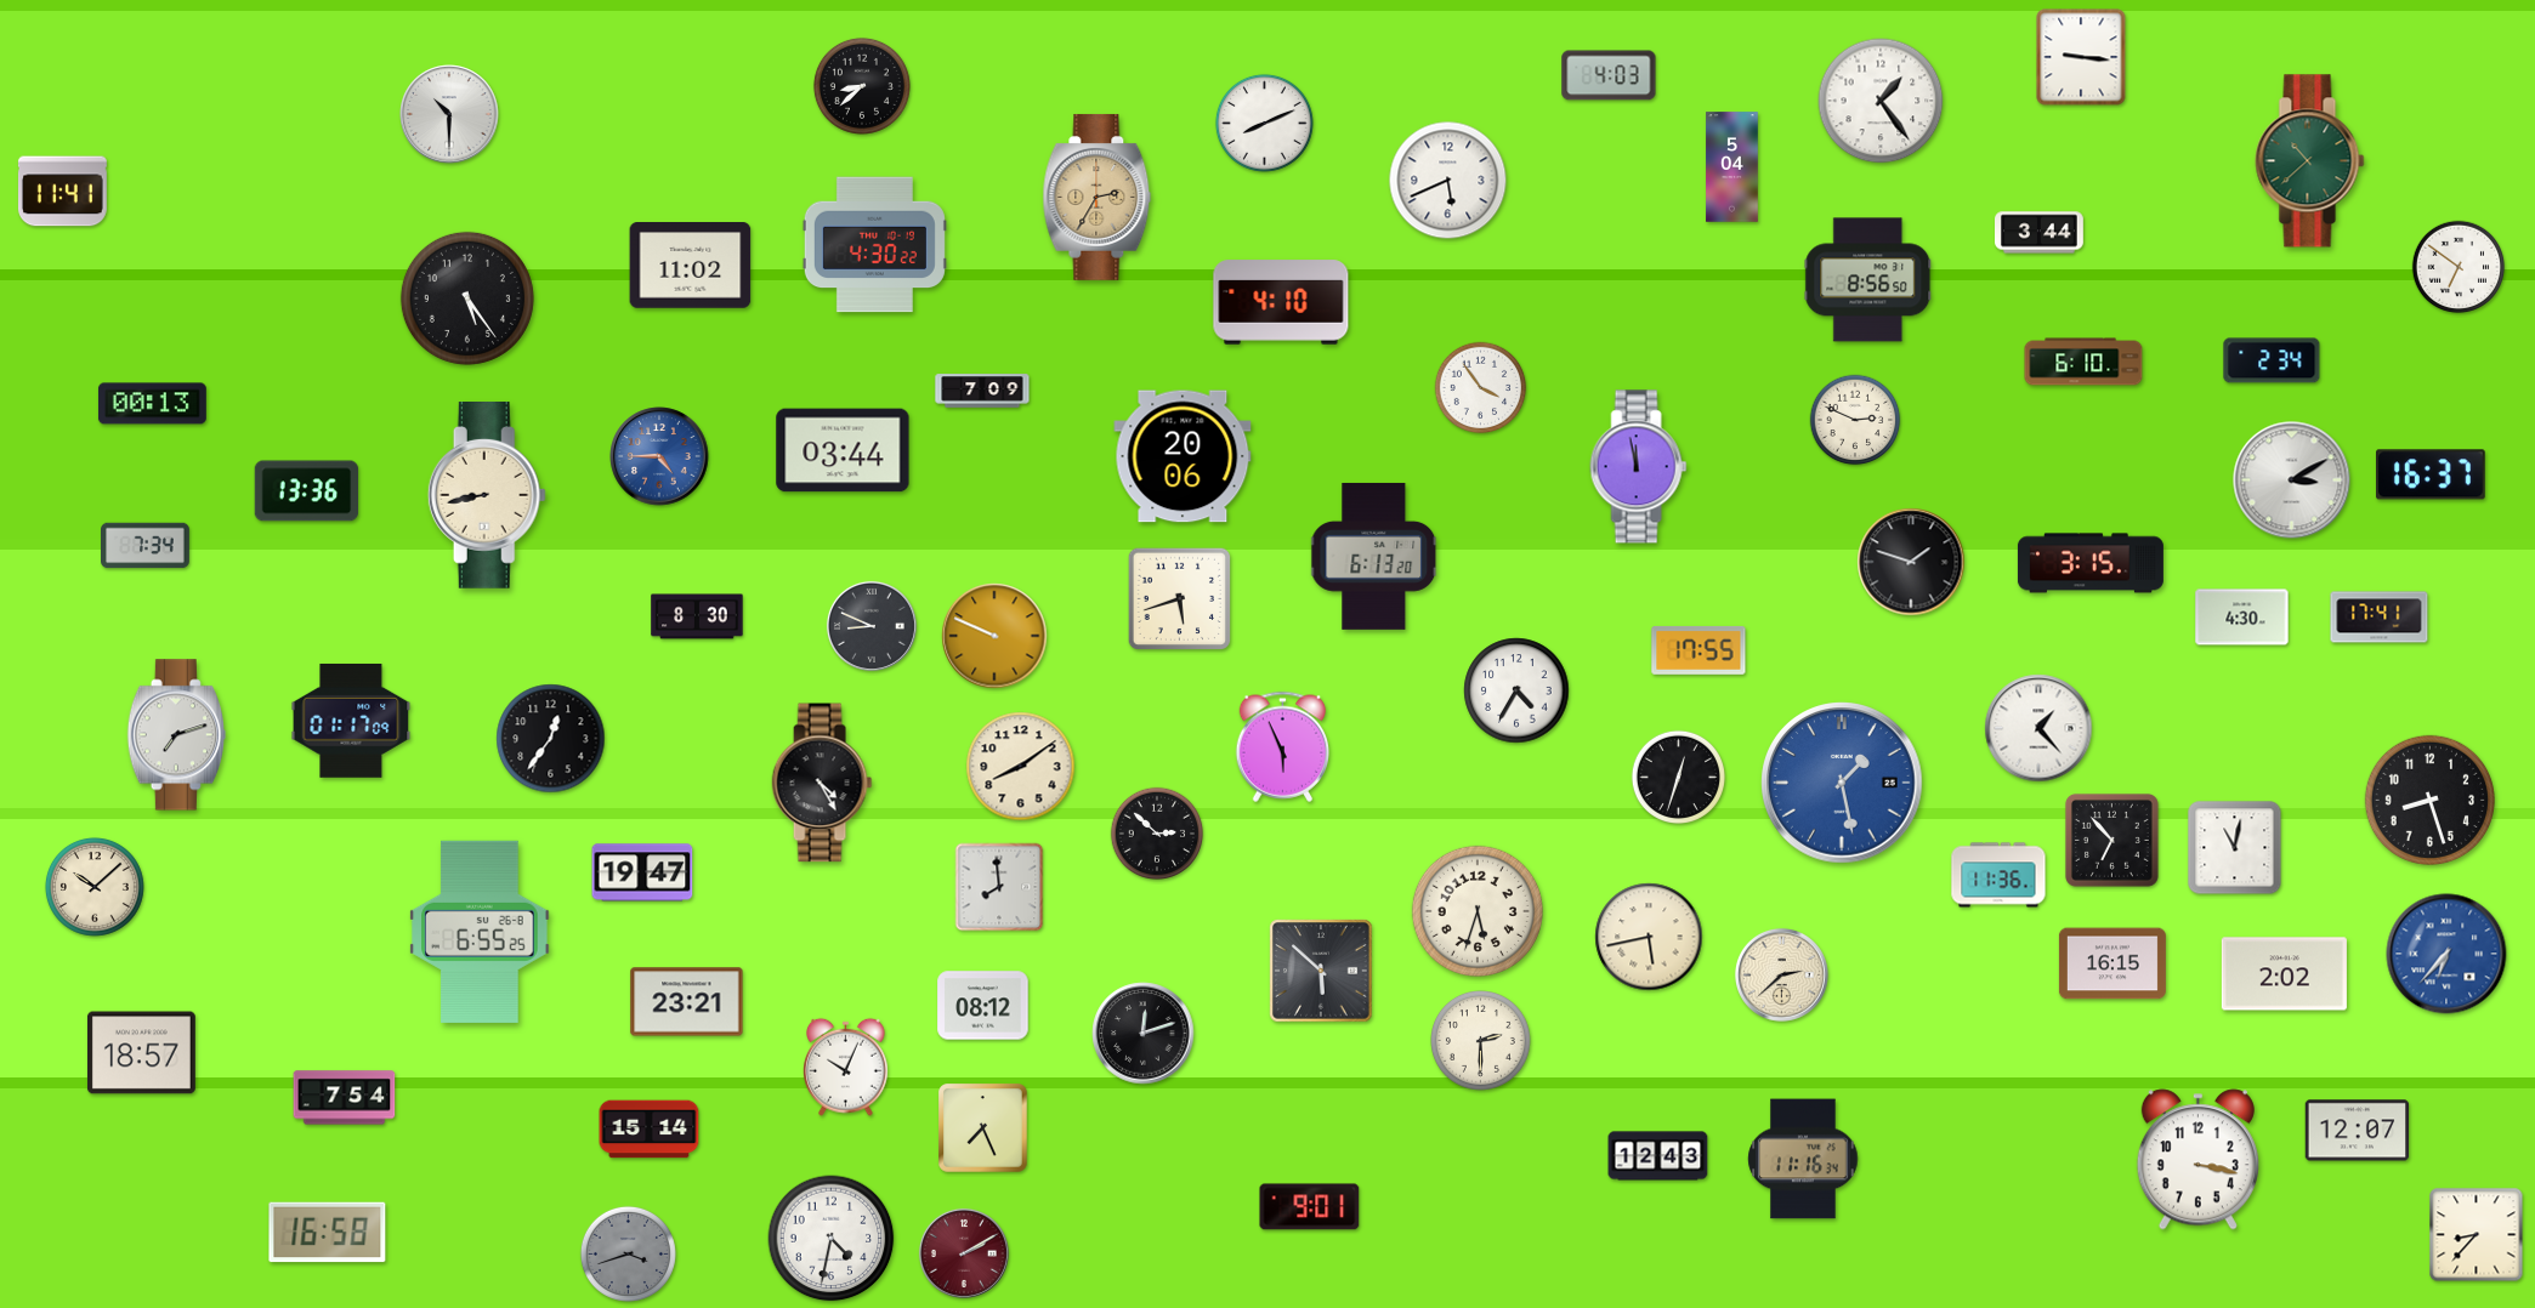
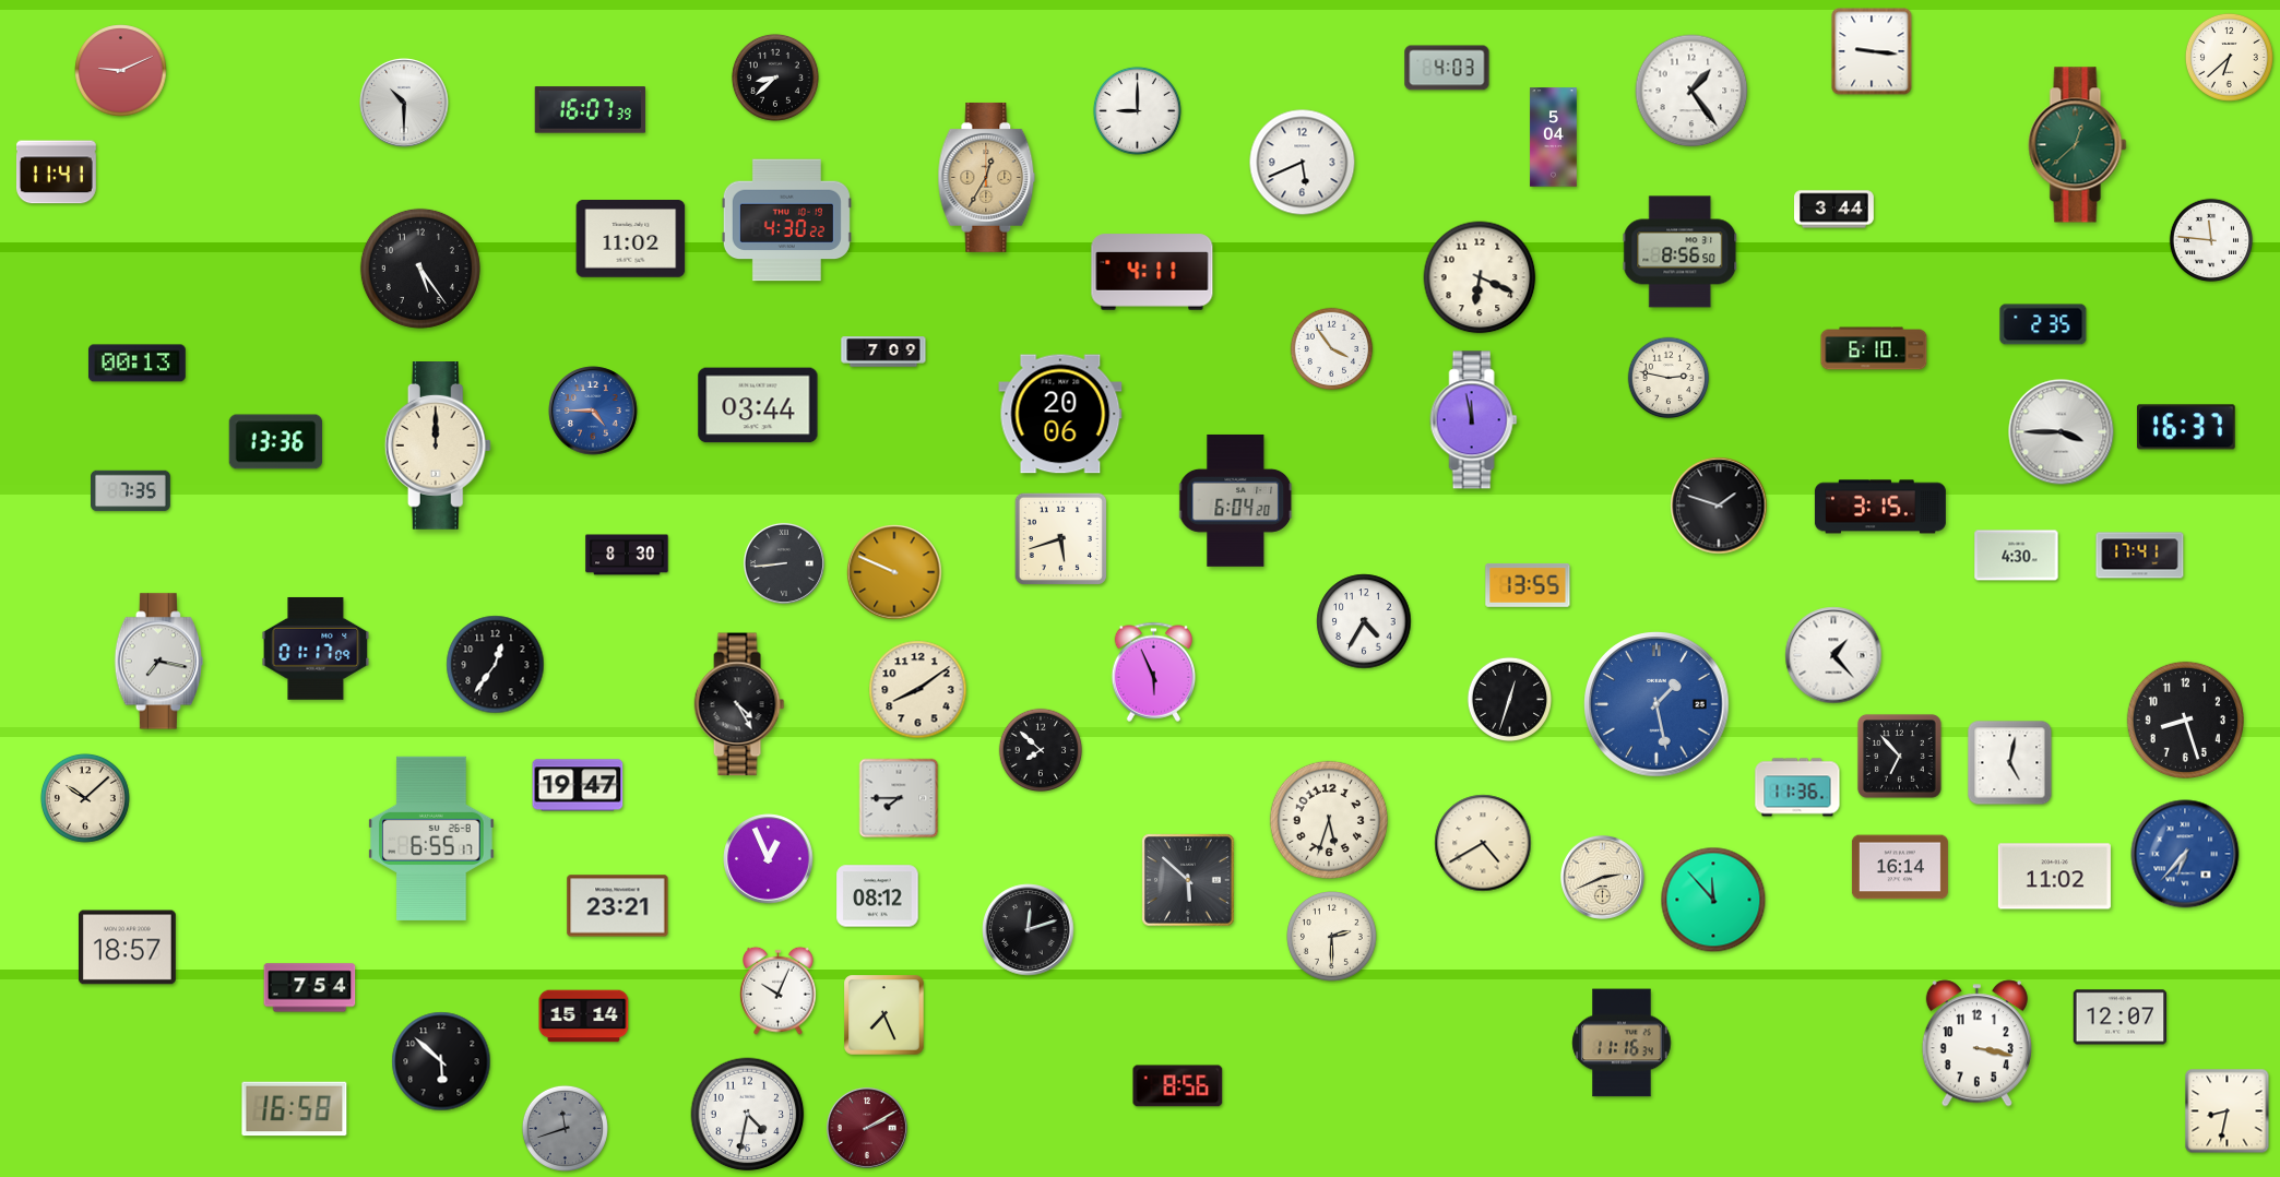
clock at (2229, 57): none -> 6:38
clock at (121, 71): none -> 9:11
clock at (591, 110): none -> 16:07
clock at (1264, 123): 8:11 -> 9:00
clock at (2310, 161): 10:38 -> 12:38
clock at (1732, 167) position: (1732, 167) -> (1554, 138)
clock at (1098, 197): 2:35 -> 12:35
clock at (691, 266) position: (691, 266) -> (631, 239)
clock at (2459, 267): 6:51 -> 11:46
clock at (1281, 302): 4:10 -> 4:11
clock at (1480, 277): none -> 6:19
clock at (2272, 360): 2:34 -> 2:35
clock at (2083, 362) position: (2083, 362) -> (1874, 348)
clock at (1855, 420): 2:49 -> 2:47
clock at (1183, 456) position: (1183, 456) -> (1060, 414)
clock at (2292, 480): 3:10 -> 3:45
clock at (487, 496): 8:43 -> 12:00
clock at (146, 546): 7:34 -> 7:35
clock at (1374, 556): 6:13 -> 6:04
clock at (872, 626): 8:49 -> 8:44
clock at (1698, 650): 17:55 -> 13:55
clock at (177, 735): 7:12 -> 7:17
clock at (1157, 834): 2:52 -> 7:52
clock at (2235, 848): 11:02 -> 5:02
clock at (999, 887): 7:59 -> 7:45
clock at (480, 932): 6:55:25 -> 6:55:17
clock at (1649, 937): 5:43 -> 4:40
clock at (2446, 954) position: (2446, 954) -> (2185, 854)
clock at (769, 859): none -> 12:56
clock at (2112, 963): 16:15 -> 16:14
clock at (1321, 971) position: (1321, 971) -> (1188, 880)
clock at (1781, 974): 2:38 -> 2:41
clock at (2284, 974): 2:02 -> 11:02
clock at (1713, 900): none -> 11:53
clock at (687, 1002) position: (687, 1002) -> (618, 906)
clock at (983, 1006) position: (983, 1006) -> (878, 896)
clock at (846, 1067) position: (846, 1067) -> (779, 990)
clock at (1658, 1156): 12:43 -> none
clock at (441, 1061): none -> 5:52
clock at (1310, 1207): 9:01 -> 8:56
clock at (2477, 1235): 8:37 -> 8:32
clock at (628, 1253): 3:42 -> 11:42
